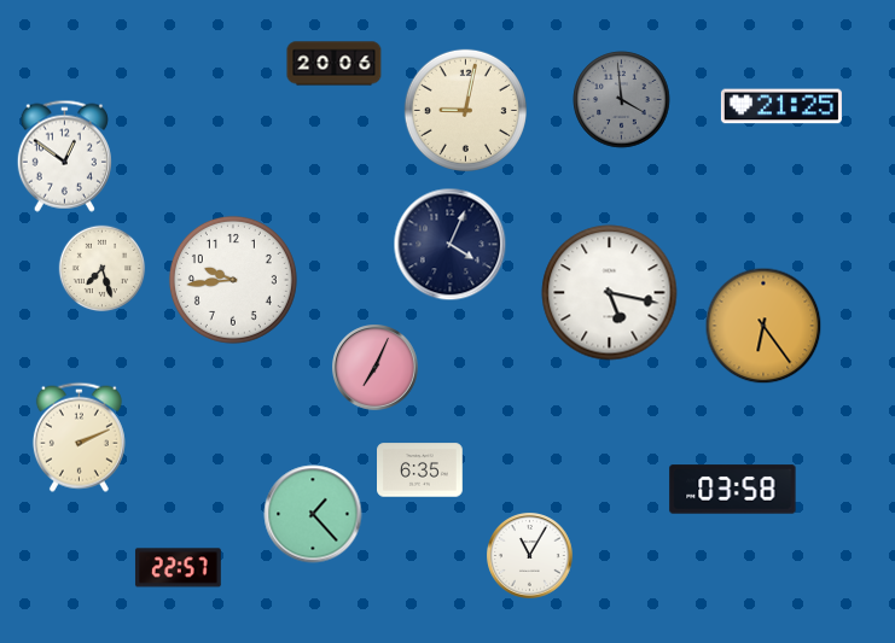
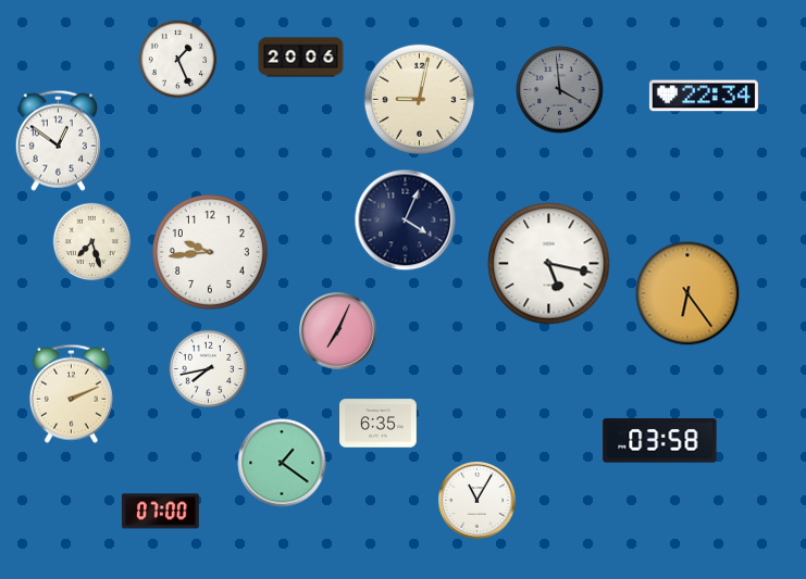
clock at (178, 60): none -> 1:26
clock at (781, 106): 21:25 -> 22:34
clock at (209, 369): none -> 7:43
clock at (313, 514): 1:23 -> 1:21
clock at (178, 568): 22:57 -> 07:00
